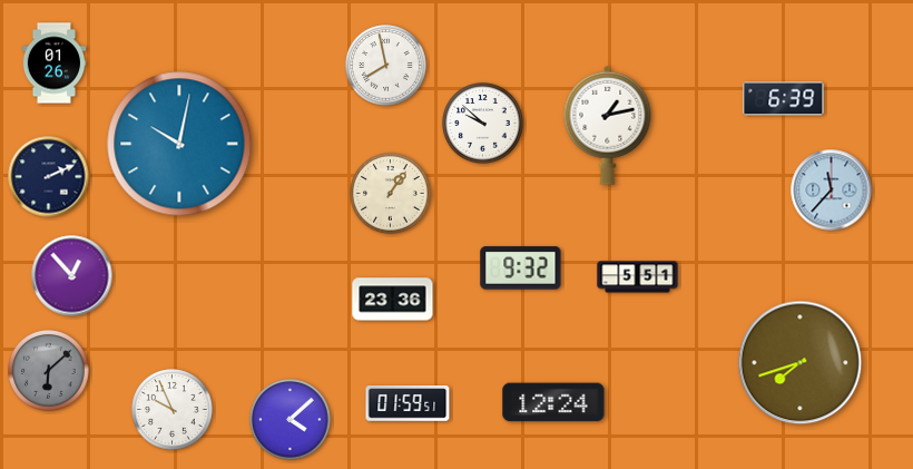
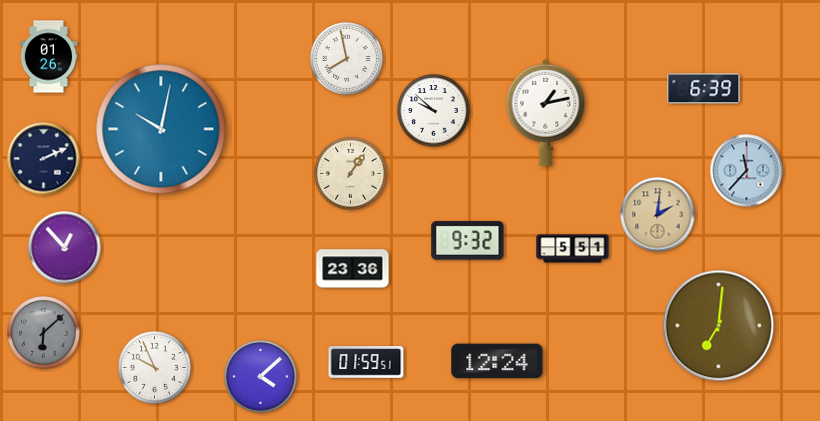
clock at (658, 215): none -> 2:01
clock at (801, 363): 7:42 -> 7:01
